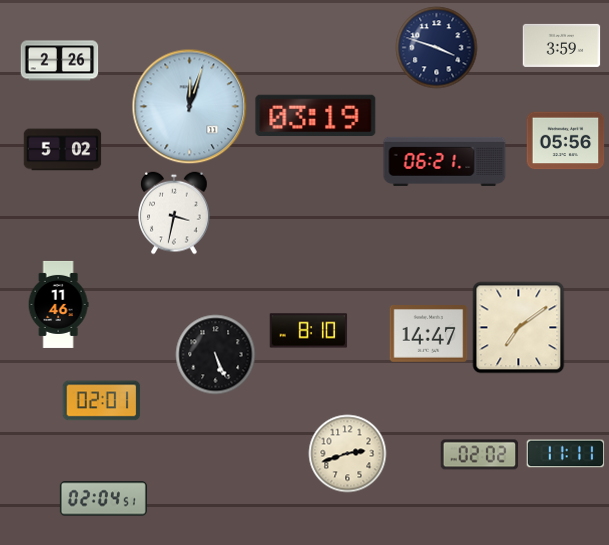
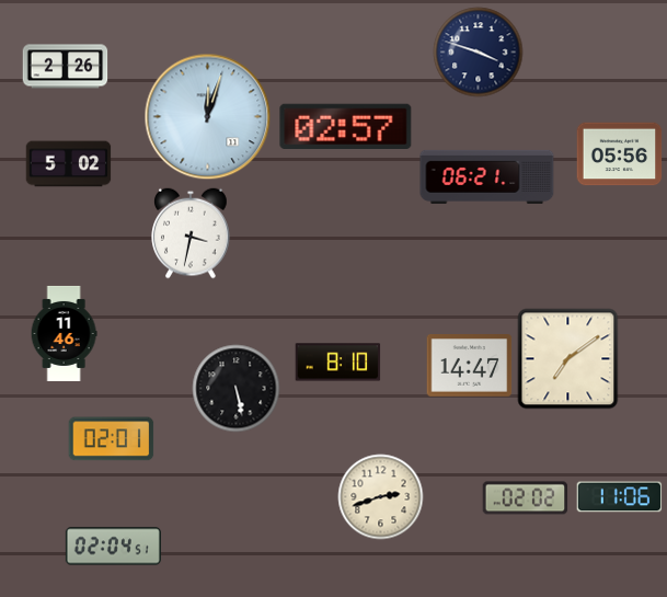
clock at (561, 45): 3:59 -> none
clock at (316, 115): 03:19 -> 02:57
clock at (215, 354): 5:26 -> 5:28
clock at (565, 454): 11:11 -> 11:06
